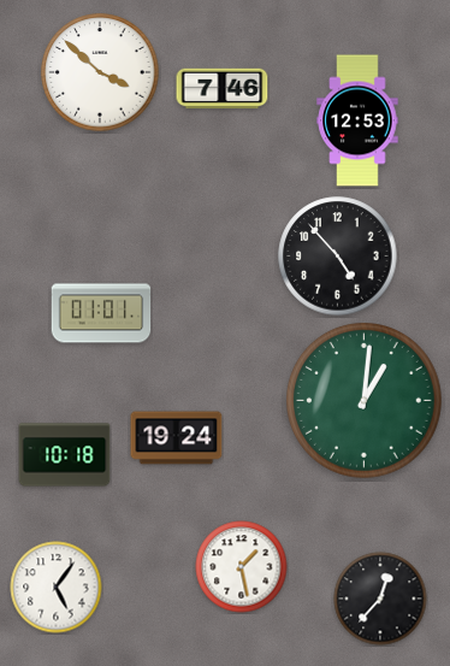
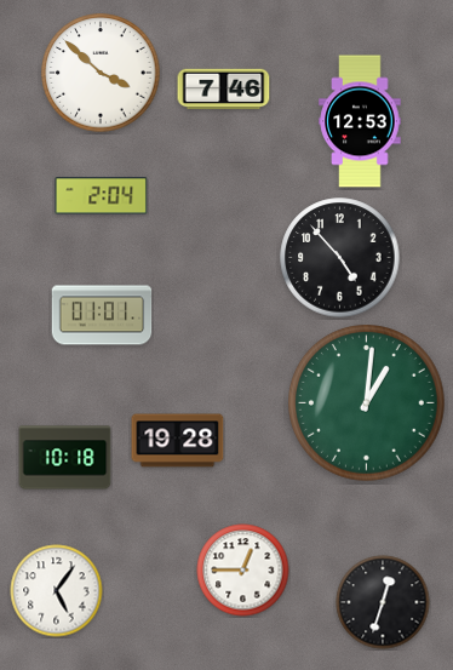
clock at (102, 196): none -> 2:04
clock at (177, 438): 19:24 -> 19:28
clock at (242, 567): 1:28 -> 12:45
clock at (380, 599): 12:37 -> 12:33
